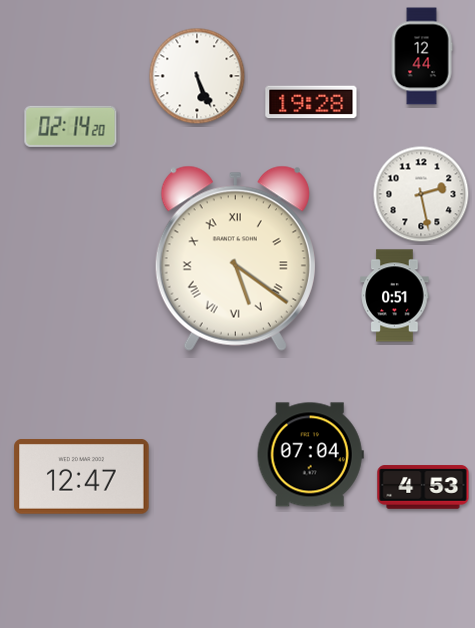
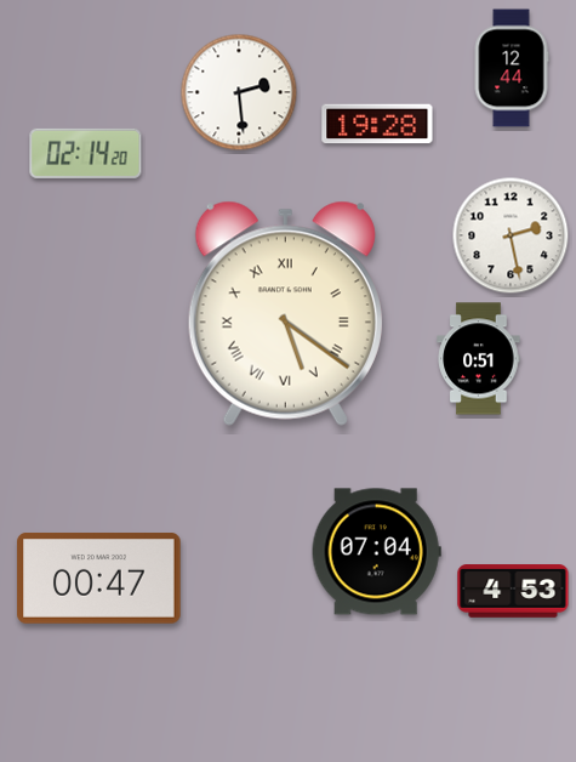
clock at (197, 76): 5:26 -> 2:29
clock at (82, 477): 12:47 -> 00:47
